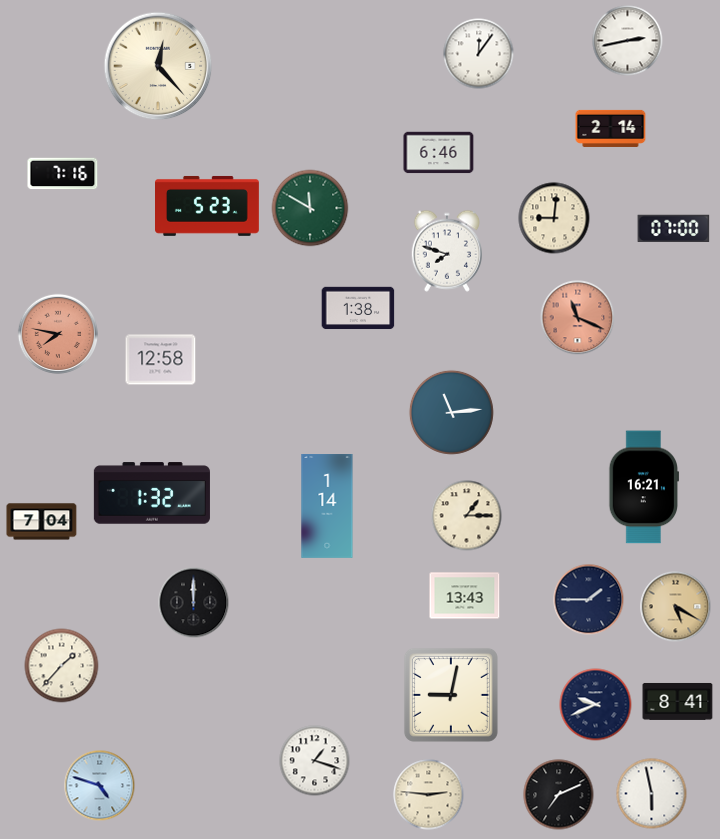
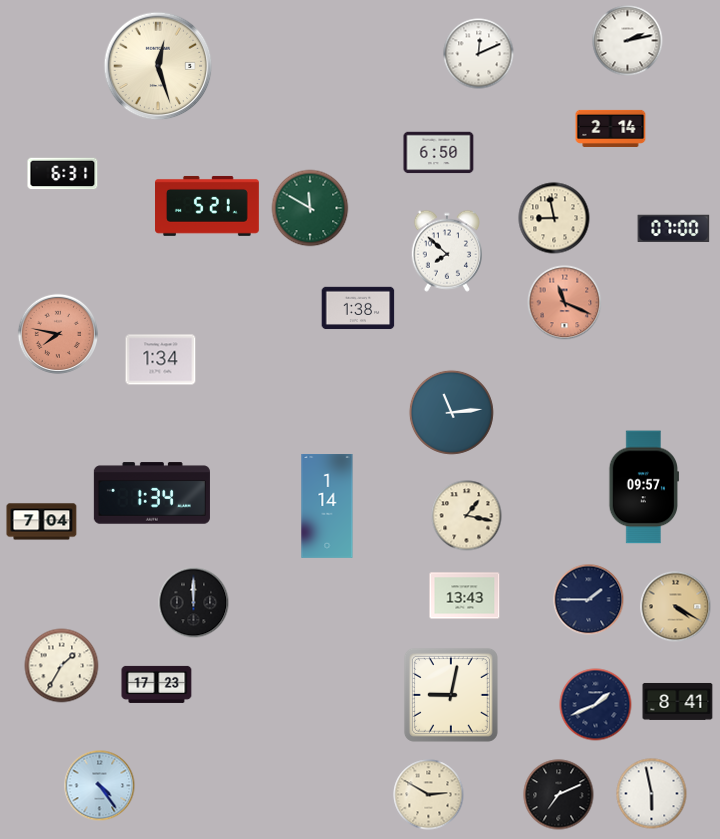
clock at (628, 41): 2:43 -> 2:13
clock at (479, 54): 12:06 -> 12:11
clock at (158, 66): 12:23 -> 12:27
clock at (439, 153): 6:46 -> 6:50
clock at (63, 174): 7:16 -> 6:31
clock at (208, 206): 5:23 -> 5:21
clock at (554, 218): 9:01 -> 8:58
clock at (446, 251): 7:48 -> 7:52
clock at (578, 318) position: (578, 318) -> (565, 303)
clock at (161, 360): 12:58 -> 1:34
clock at (643, 487): 16:21 -> 09:57
clock at (152, 493): 1:32 -> 1:34
clock at (467, 516): 1:15 -> 1:17
clock at (676, 607): 5:20 -> 4:20
clock at (62, 666): 1:37 -> 1:35
clock at (157, 684): none -> 17:23
clock at (596, 705): 9:41 -> 1:41
clock at (315, 761): 1:18 -> none
clock at (100, 786): 4:48 -> 4:24
clock at (429, 795): 2:46 -> 2:50
